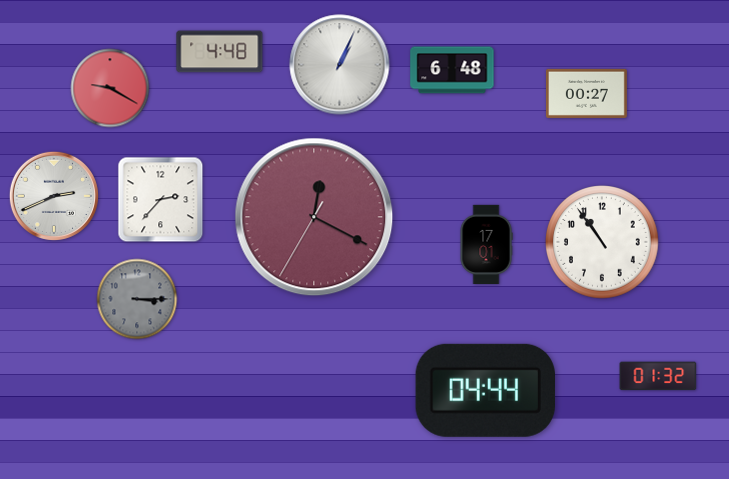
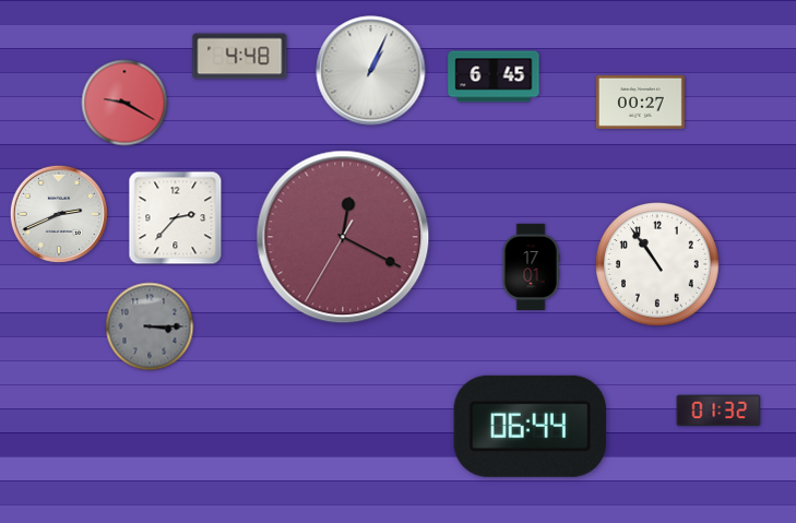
clock at (452, 70): 6:48 -> 6:45
clock at (110, 88) position: (110, 88) -> (124, 103)
clock at (485, 390): 04:44 -> 06:44
